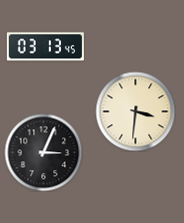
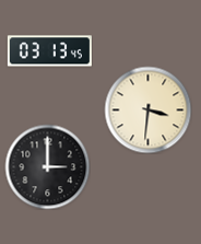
clock at (135, 111) position: (135, 111) -> (147, 109)
clock at (43, 152): 3:04 -> 3:00
